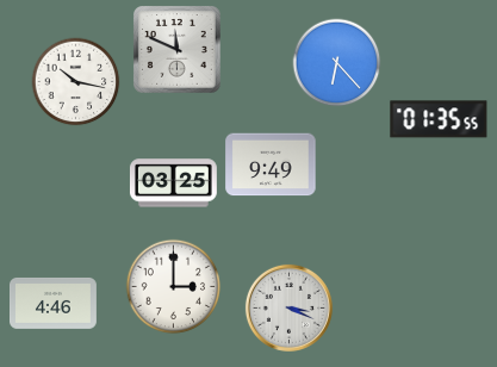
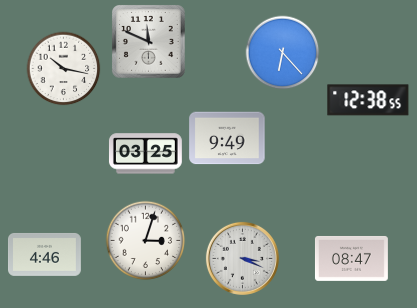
clock at (439, 119): 01:35 -> 12:38
clock at (174, 287): 3:00 -> 3:03
clock at (351, 258): none -> 08:47
